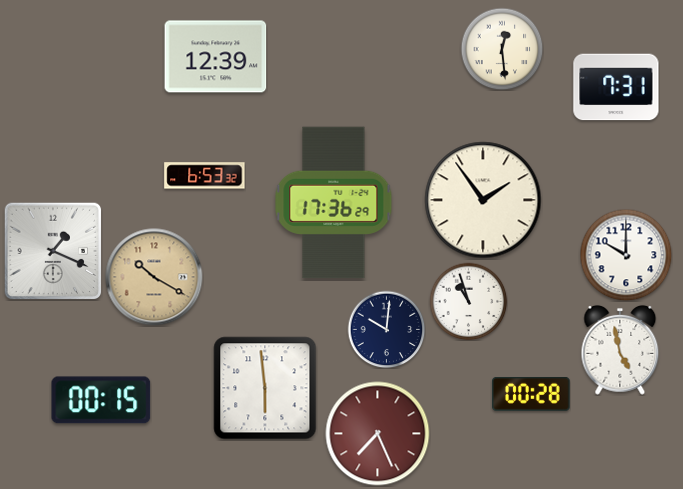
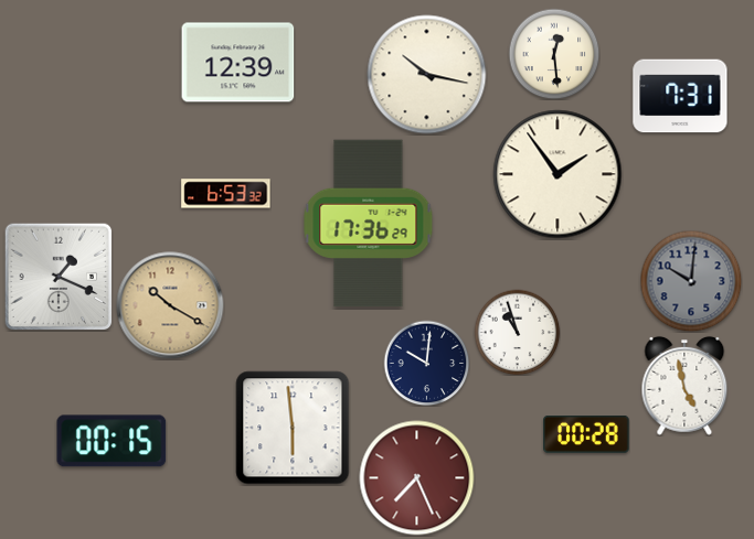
clock at (427, 75): none -> 10:17
clock at (483, 200) position: (483, 200) -> (557, 174)
clock at (626, 255): 10:00 -> 10:01
clock at (626, 255) dial: white -> grey
